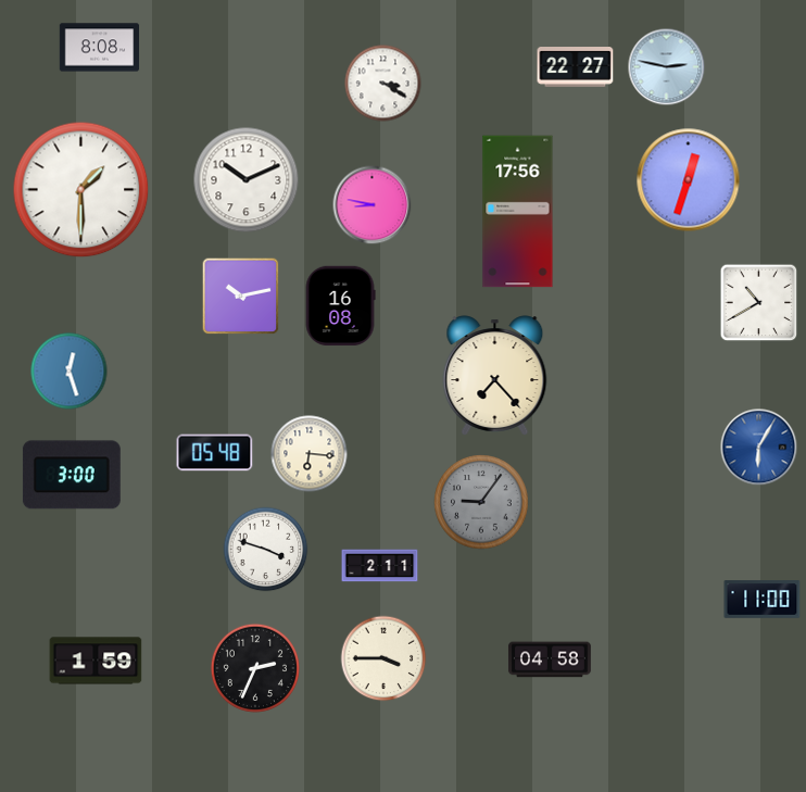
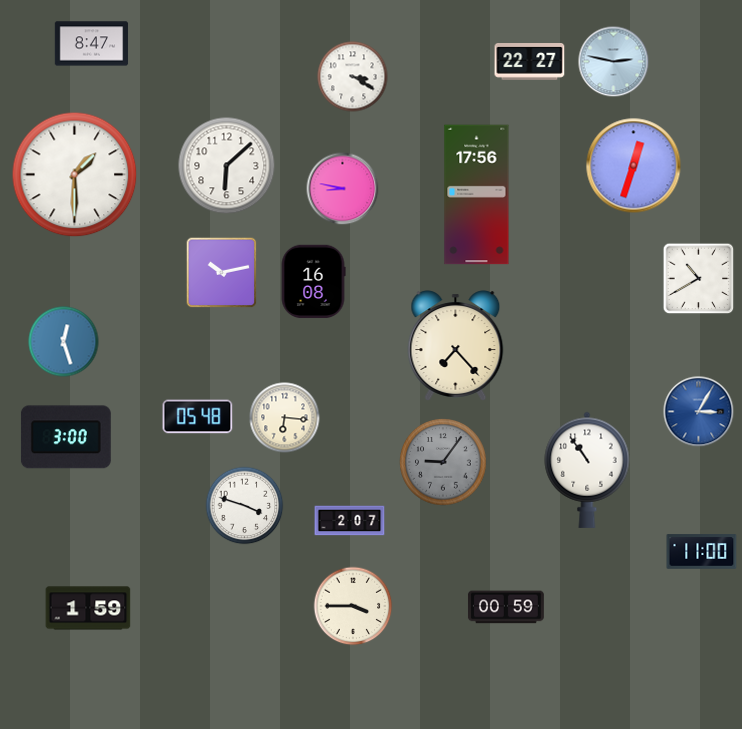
clock at (100, 48): 8:08 -> 8:47
clock at (247, 180): 10:11 -> 6:08
clock at (759, 448): 6:05 -> 3:05
clock at (587, 470): none -> 10:54
clock at (380, 566): 2:11 -> 2:07
clock at (550, 659): 04:58 -> 00:59
clock at (255, 668): 2:34 -> none
